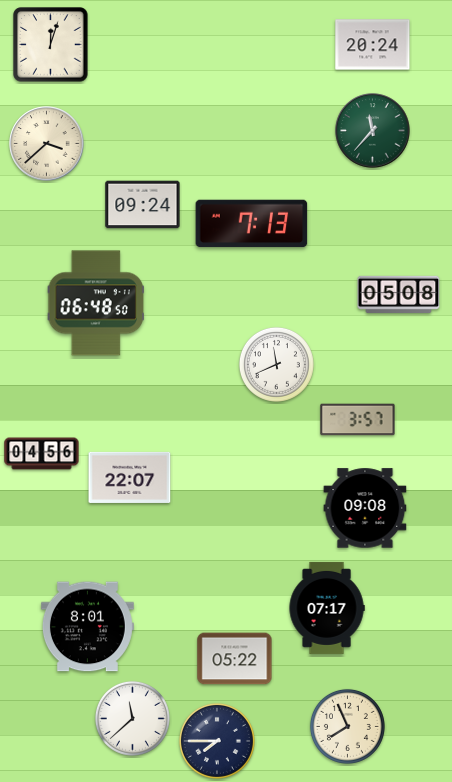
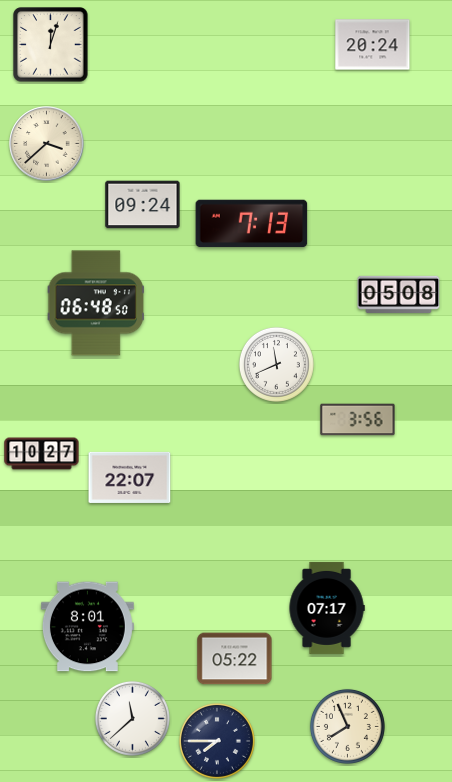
clock at (373, 131): 11:37 -> none
clock at (358, 420): 3:57 -> 3:56
clock at (42, 454): 04:56 -> 10:27
clock at (365, 508): 09:08 -> none
